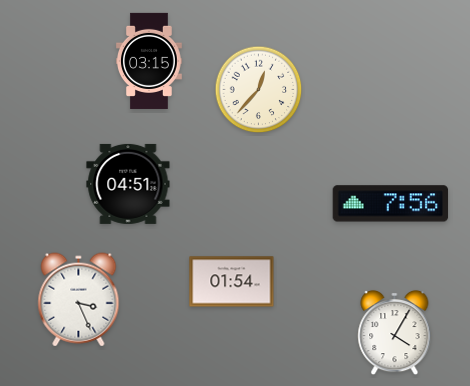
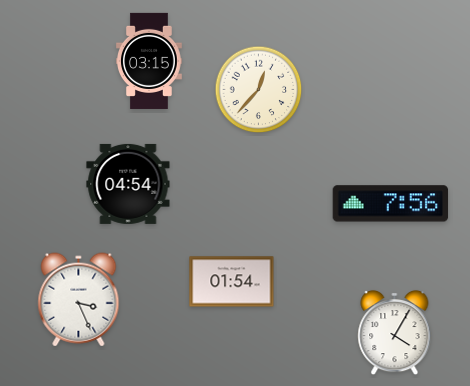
clock at (128, 184): 04:51 -> 04:54
